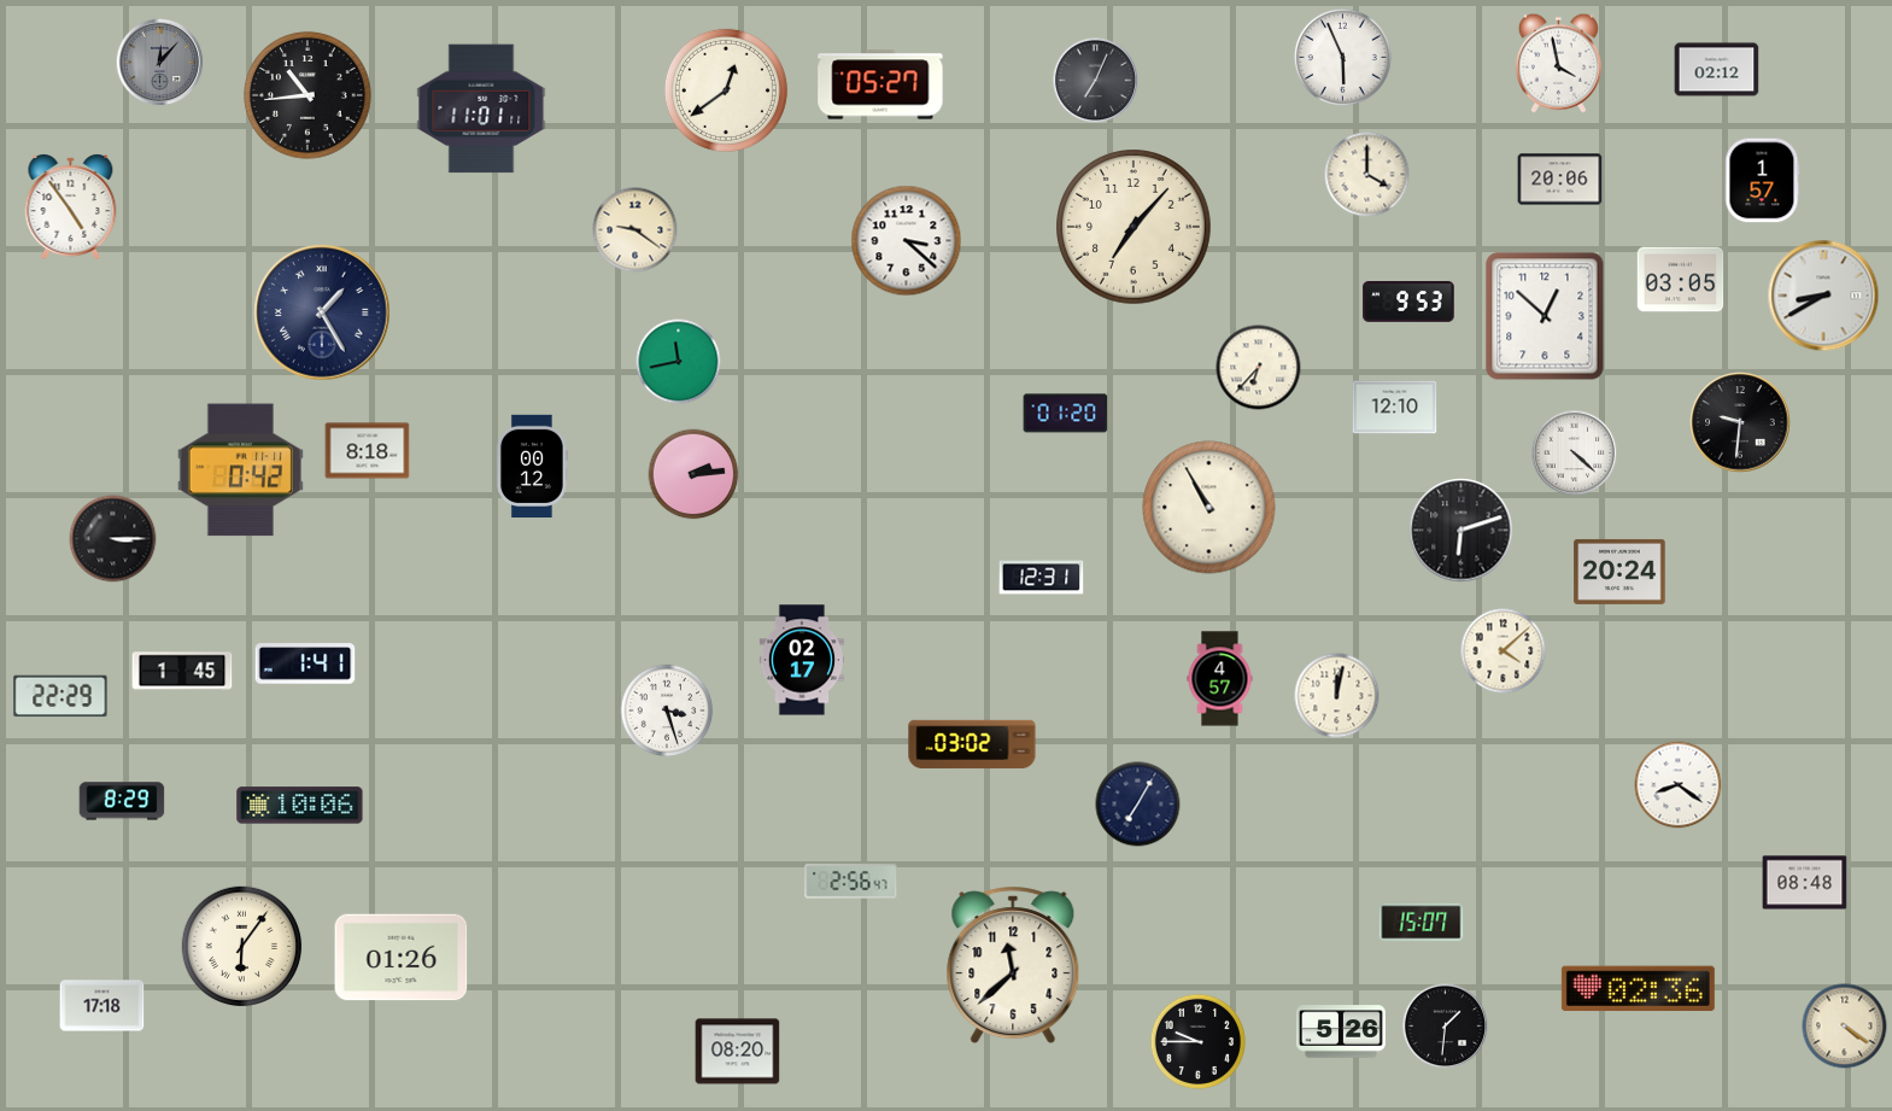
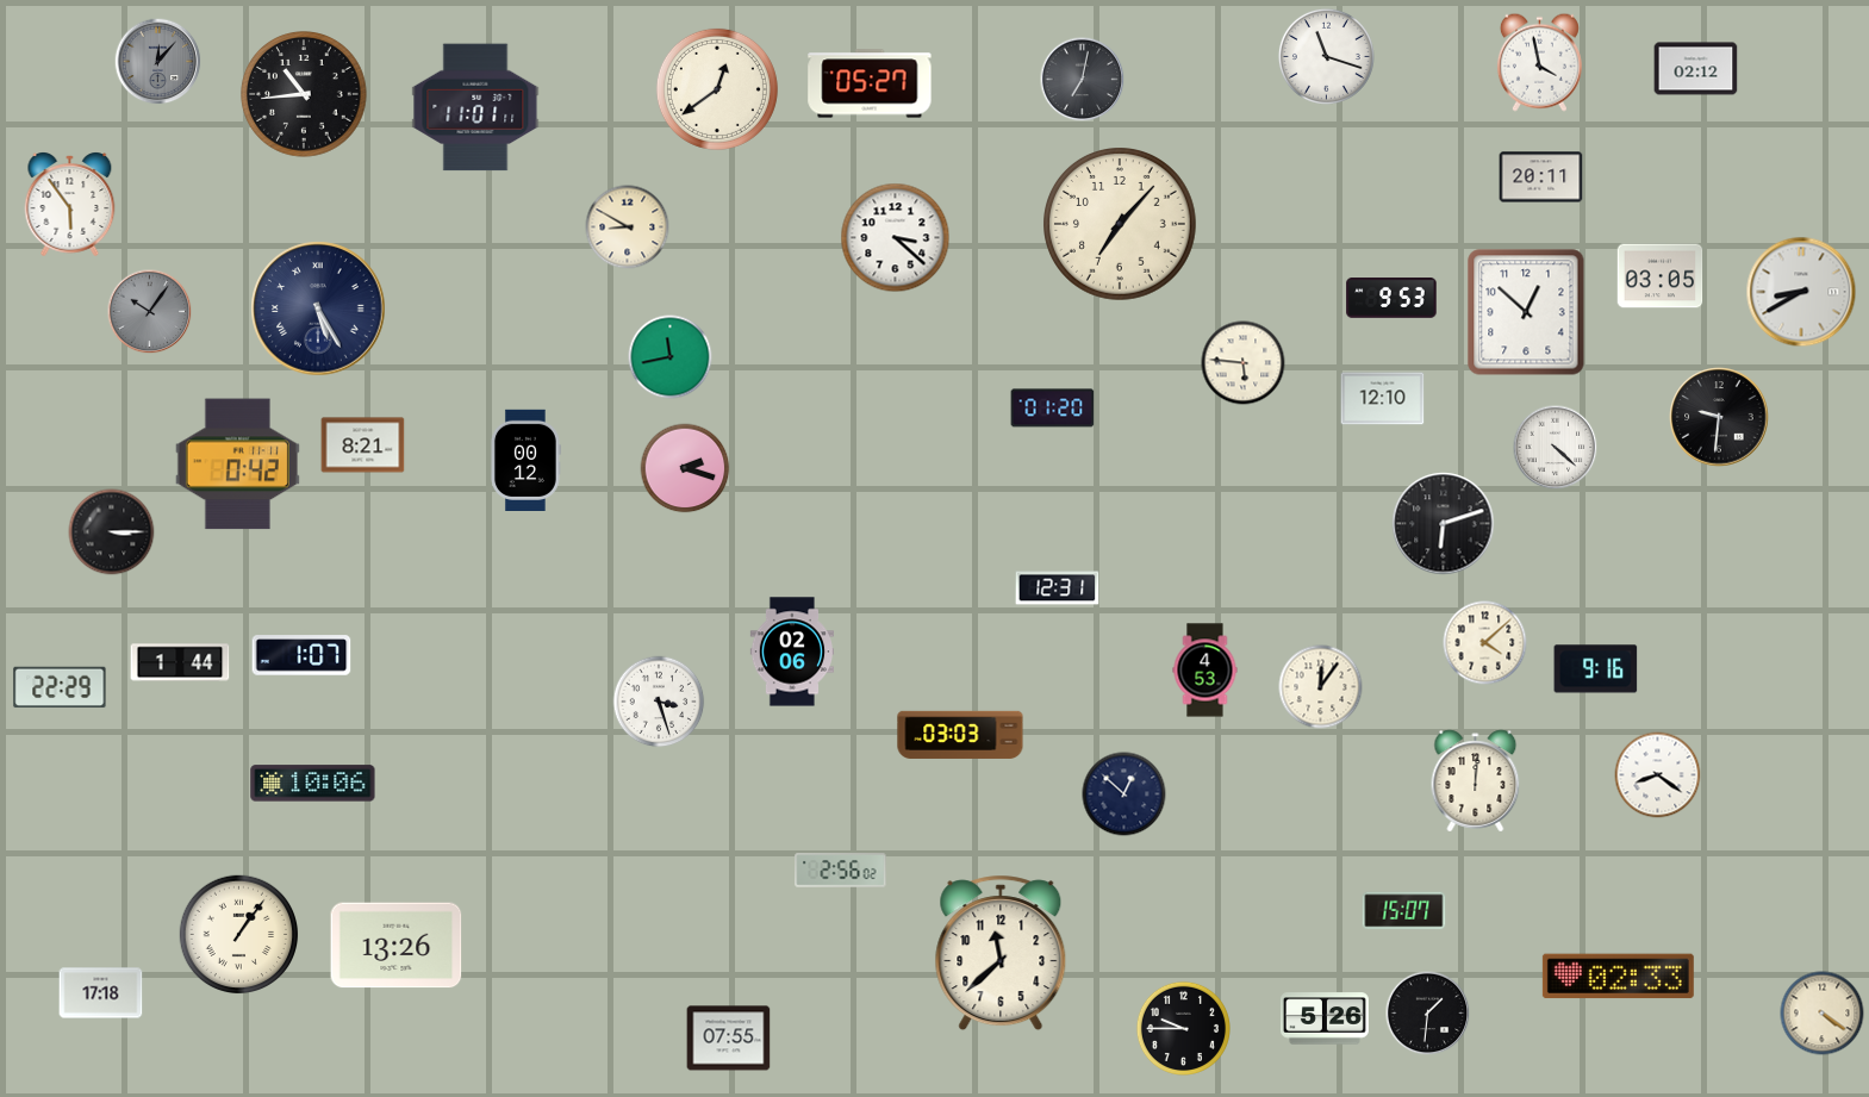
clock at (1342, 57): 5:56 -> 11:18
clock at (1096, 81): 7:04 -> 7:02
clock at (1367, 175): 4:00 -> none
clock at (1560, 180): 20:06 -> 20:11
clock at (1763, 181): 1:57 -> none
clock at (71, 207): 4:54 -> 5:54
clock at (635, 230): 9:21 -> 8:50
clock at (322, 312): 1:25 -> 5:25
clock at (150, 312): none -> 10:06
clock at (1259, 368): 6:37 -> 5:46
clock at (1395, 408) position: (1395, 408) -> (1383, 399)
clock at (368, 451): 8:18 -> 8:21
clock at (693, 474): 2:14 -> 2:18
clock at (1209, 508): 10:55 -> none
clock at (1619, 572): 20:24 -> none
clock at (1042, 578) position: (1042, 578) -> (1058, 588)
clock at (802, 660): 02:17 -> 02:06
clock at (305, 663): 1:41 -> 1:07
clock at (182, 671): 1:45 -> 1:44
clock at (1596, 669): none -> 9:16
clock at (1220, 679): 4:57 -> 4:53
clock at (1337, 696): 12:02 -> 12:06
clock at (972, 744): 03:02 -> 03:03
clock at (1476, 781): none -> 12:01
clock at (122, 801): 8:29 -> none
clock at (1138, 805): 7:05 -> 12:52
clock at (300, 806) position: (300, 806) -> (313, 784)
clock at (851, 882): 2:56:47 -> 2:56:02
clock at (1805, 883): 08:48 -> none
clock at (242, 947): 6:06 -> 1:06
clock at (402, 958): 01:26 -> 13:26
clock at (1638, 989): 02:36 -> 02:33
clock at (738, 1052): 08:20 -> 07:55
